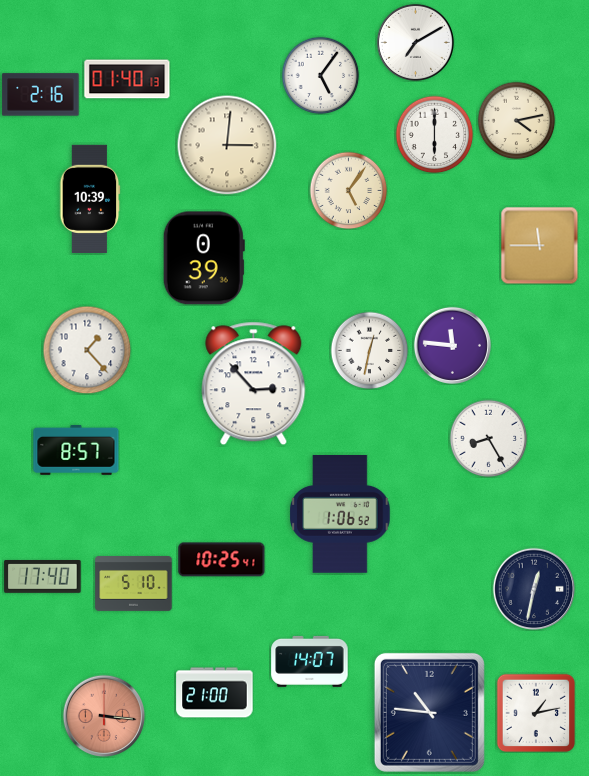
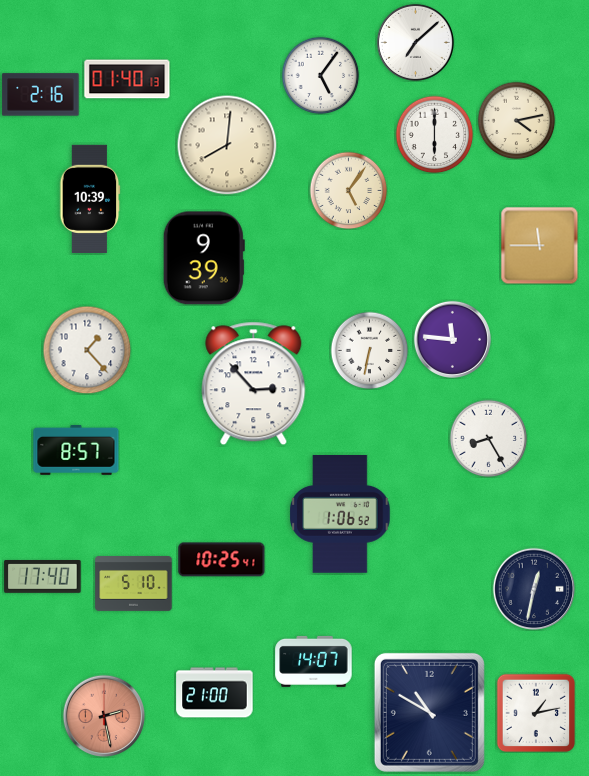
clock at (415, 42): 7:10 -> 7:08
clock at (227, 145): 3:01 -> 8:01
clock at (204, 258): 0:39 -> 9:39
clock at (452, 345) position: (452, 345) -> (452, 339)
clock at (369, 350): 12:32 -> 6:32
clock at (310, 661) position: (310, 661) -> (314, 661)
clock at (429, 712): 10:46 -> 10:50
clock at (104, 716): 3:16 -> 2:28
